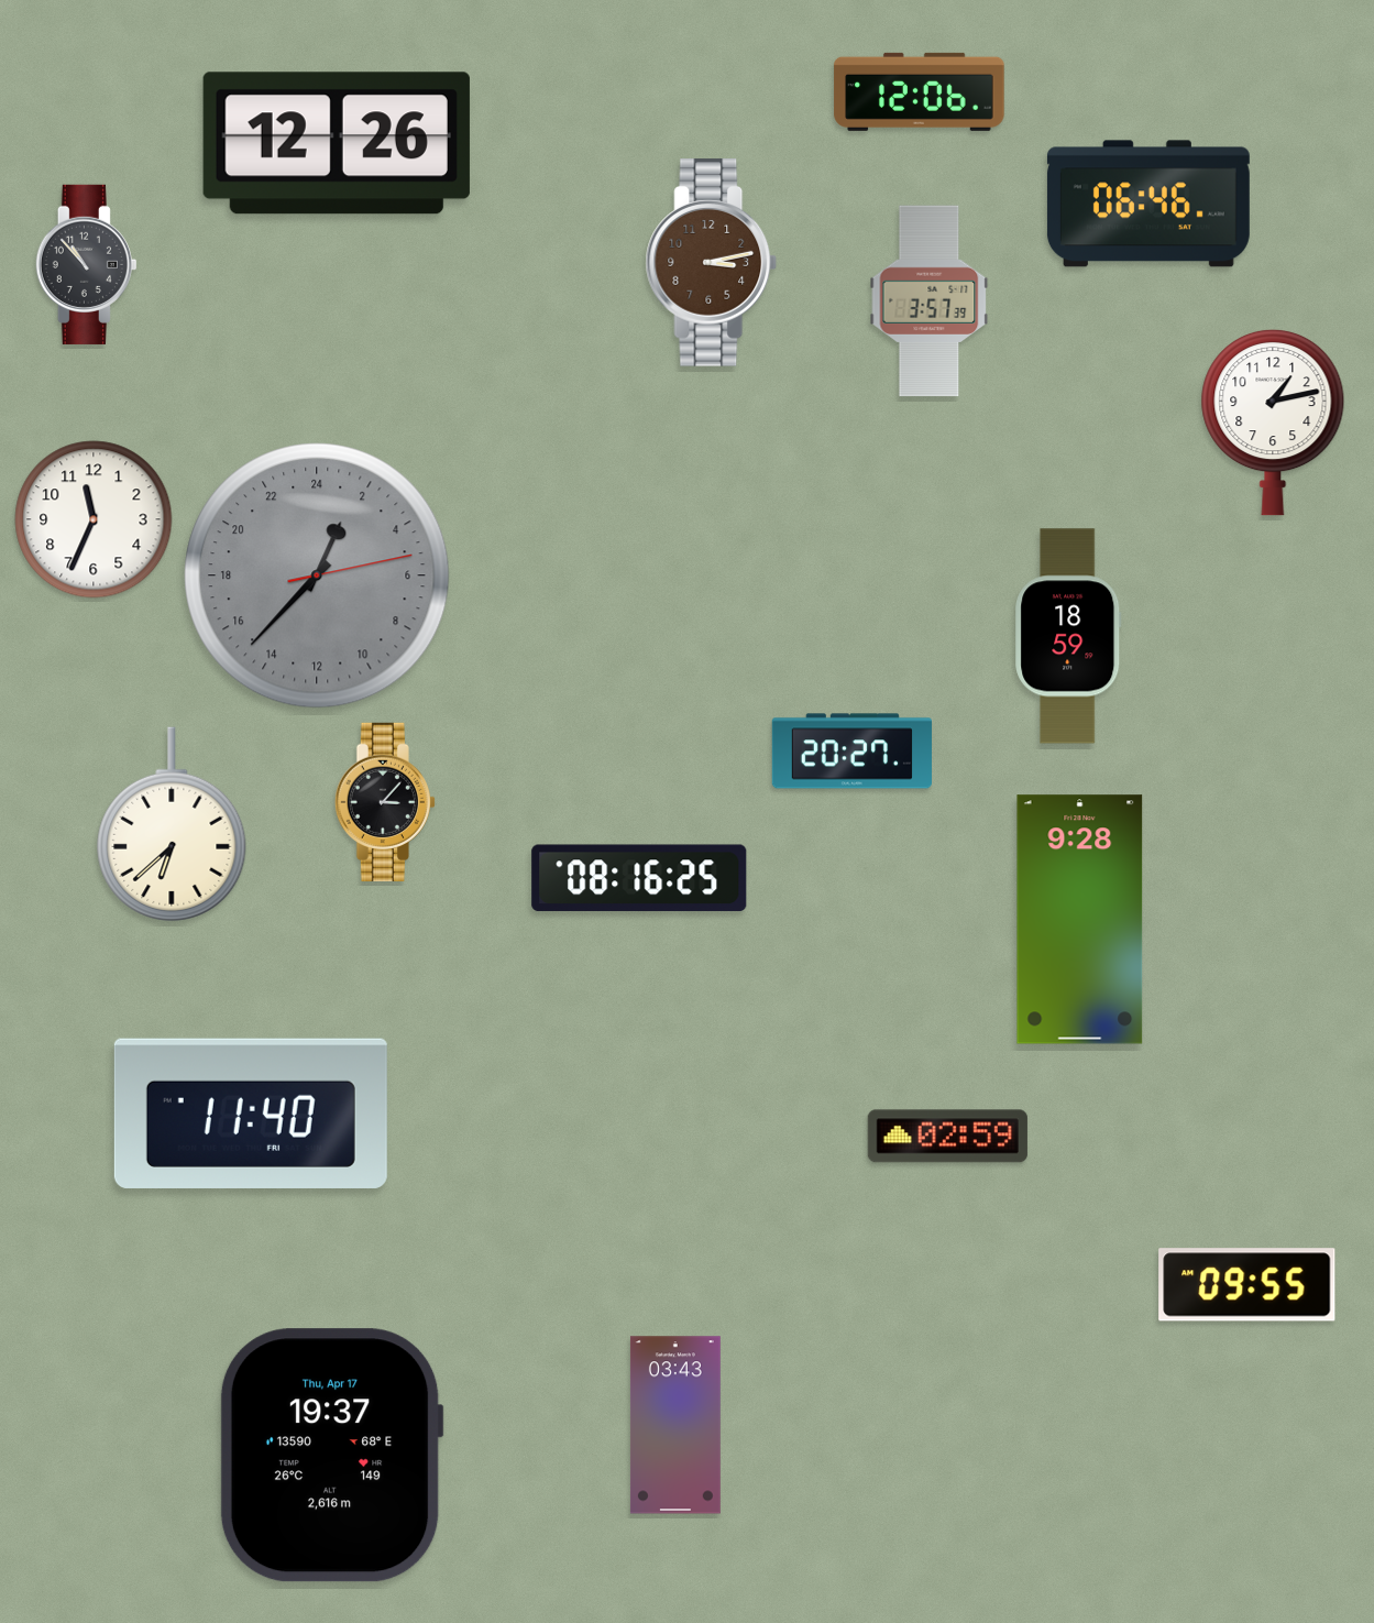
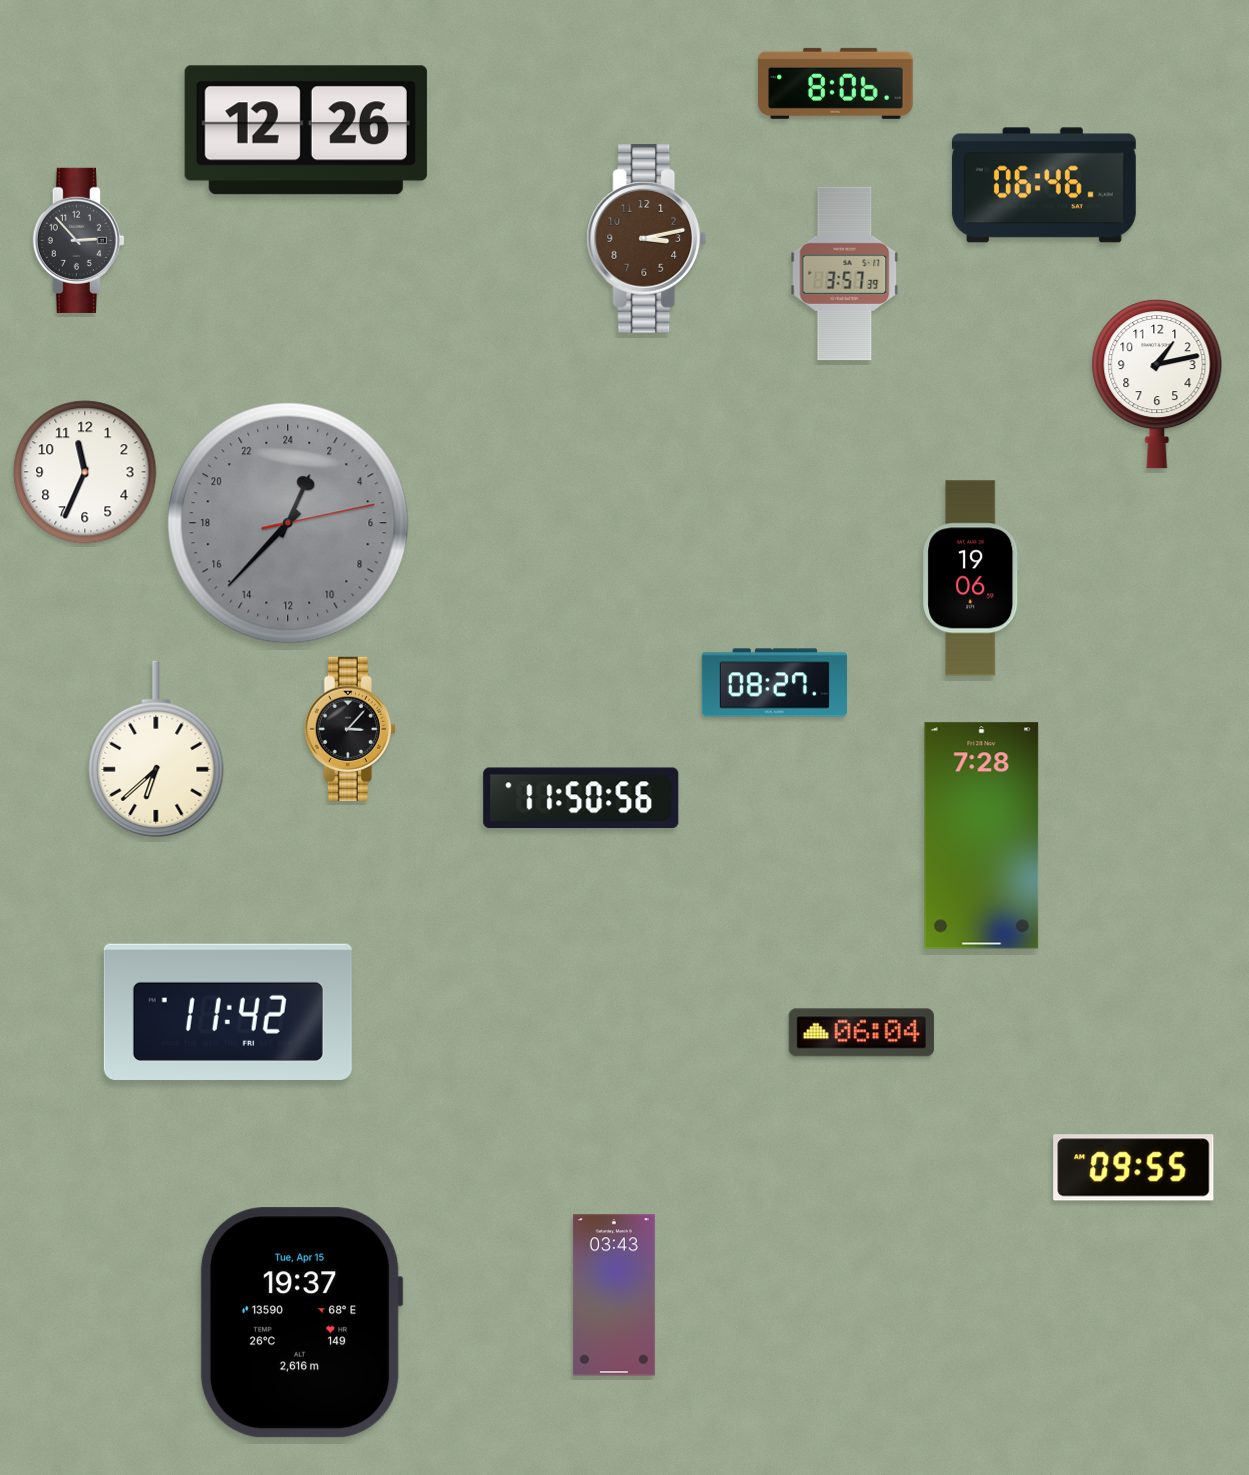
clock at (920, 91): 12:06 -> 8:06
clock at (86, 264): 10:53 -> 2:53
clock at (1068, 636): 18:59 -> 19:06
clock at (851, 752): 20:27 -> 08:27
clock at (639, 878): 08:16 -> 11:50
clock at (1080, 920): 9:28 -> 7:28
clock at (251, 1114): 11:40 -> 11:42
clock at (947, 1137): 02:59 -> 06:04
clock at (331, 1456) date: Thu, Apr 17 -> Tue, Apr 15
